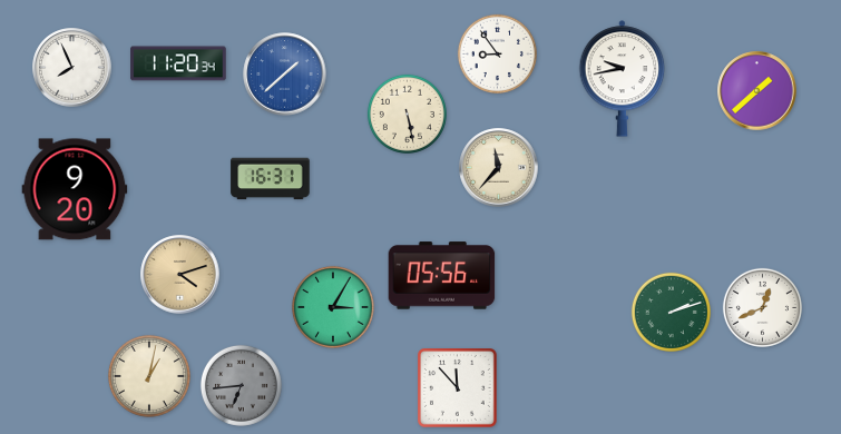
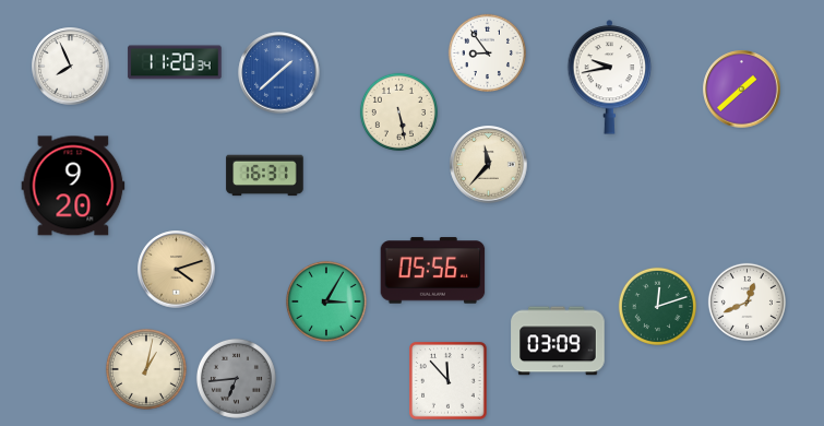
clock at (671, 312): 2:12 -> 12:12
clock at (558, 341): none -> 03:09
